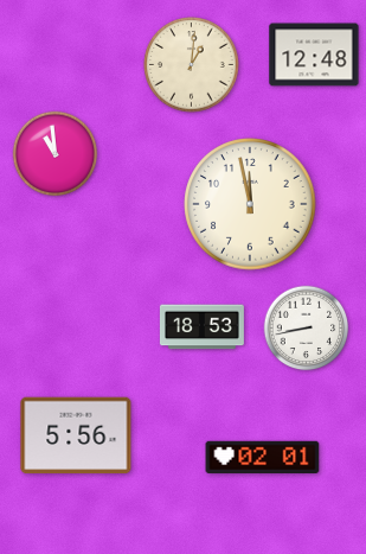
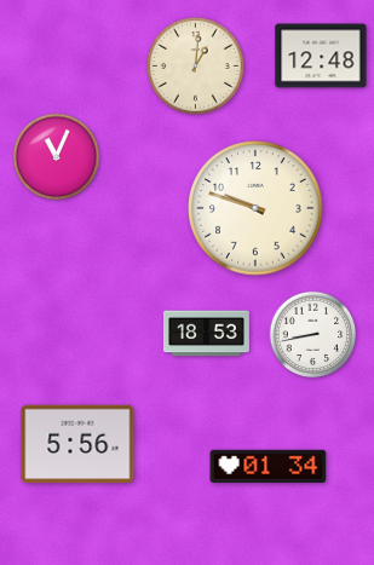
clock at (56, 154): 10:59 -> 11:04
clock at (250, 204): 11:58 -> 9:48
clock at (263, 458): 02:01 -> 01:34
